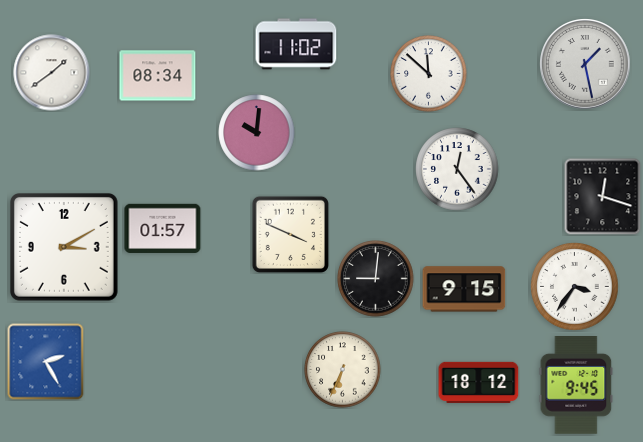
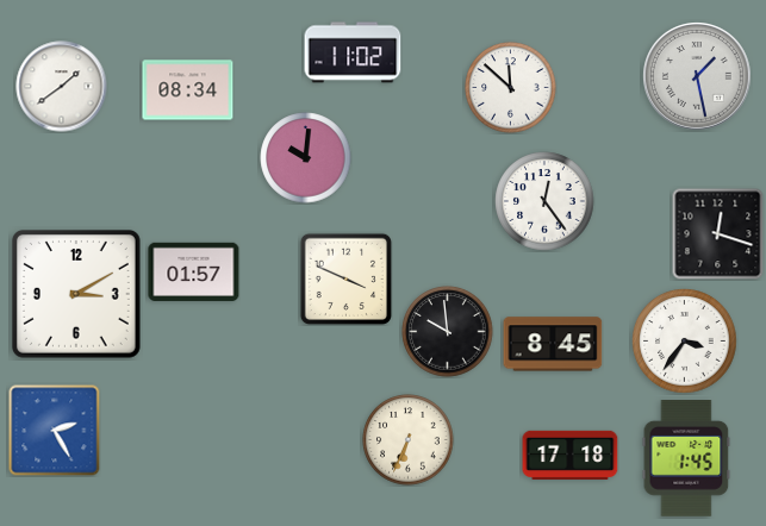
clock at (376, 279): 9:01 -> 9:59
clock at (464, 289): 9:15 -> 8:45
clock at (479, 382): 18:12 -> 17:18
clock at (576, 386): 9:45 -> 1:45
